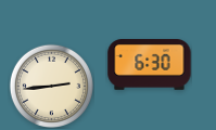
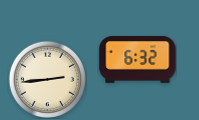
clock at (150, 65): 6:30 -> 6:32
